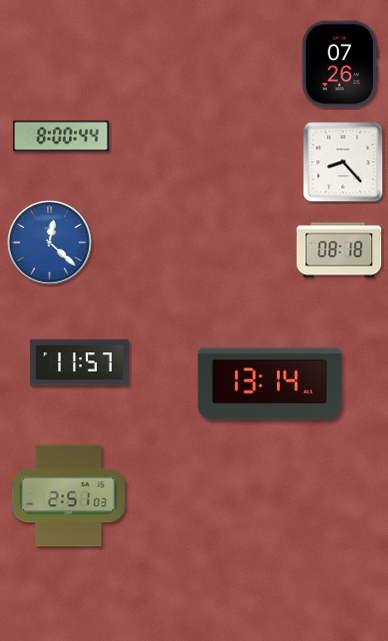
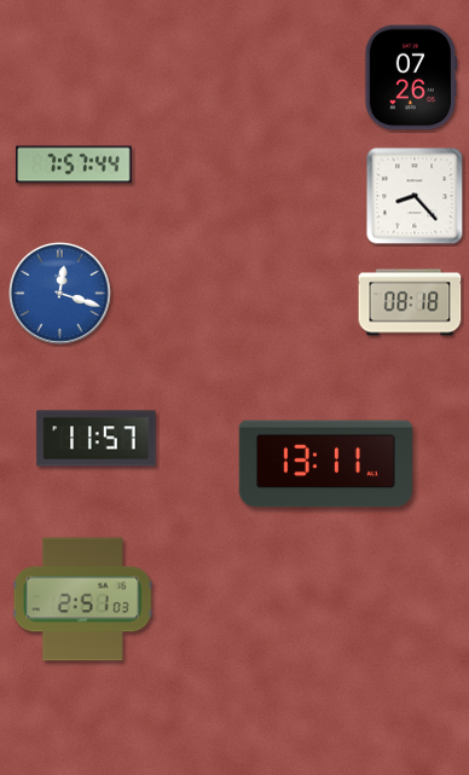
clock at (62, 136): 8:00 -> 7:57
clock at (50, 243): 12:22 -> 12:18
clock at (269, 384): 13:14 -> 13:11
